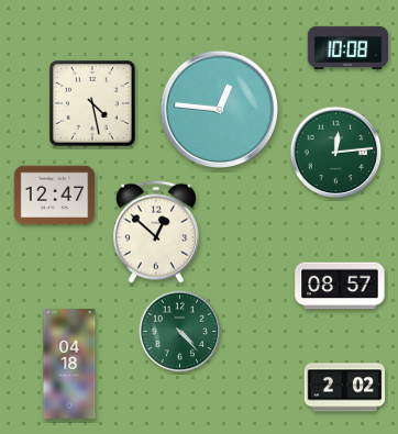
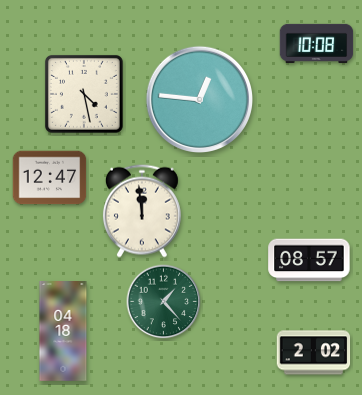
clock at (336, 153): 12:14 -> none
clock at (156, 232): 12:52 -> 11:59
clock at (180, 332): 4:23 -> 1:23
